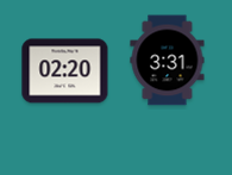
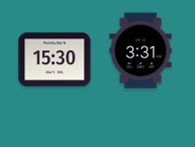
clock at (65, 71): 02:20 -> 15:30
